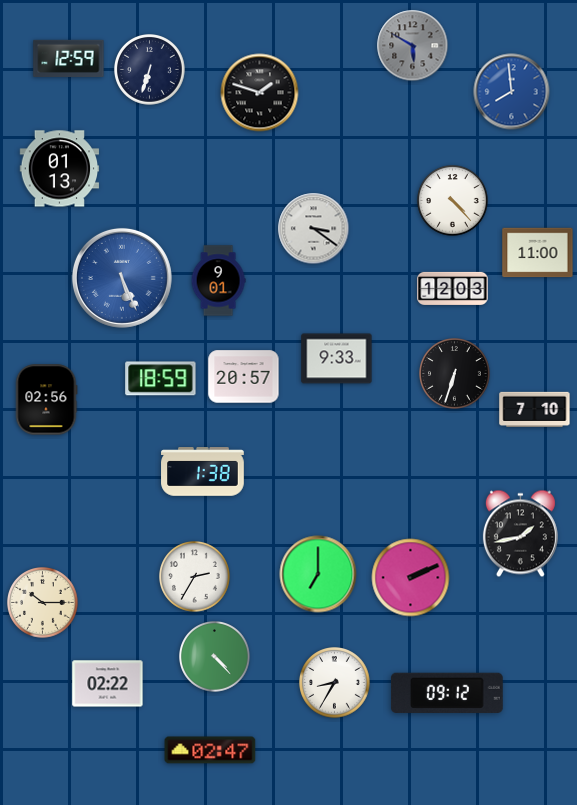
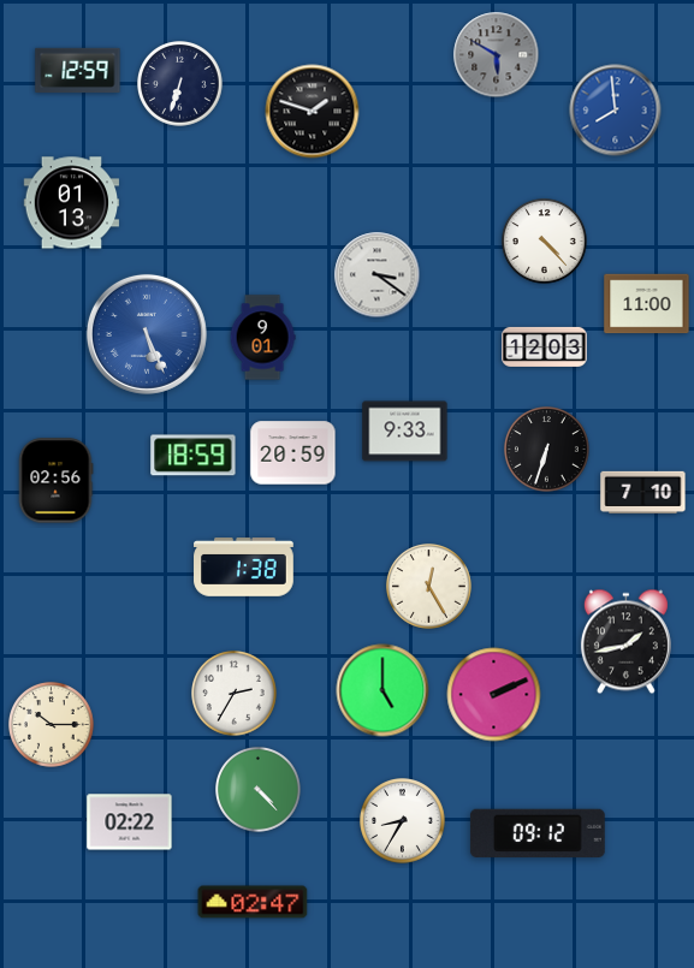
clock at (69, 58) position: (69, 58) -> (78, 70)
clock at (244, 377): 20:57 -> 20:59
clock at (429, 587): none -> 12:25
clock at (318, 574): 7:00 -> 5:00
